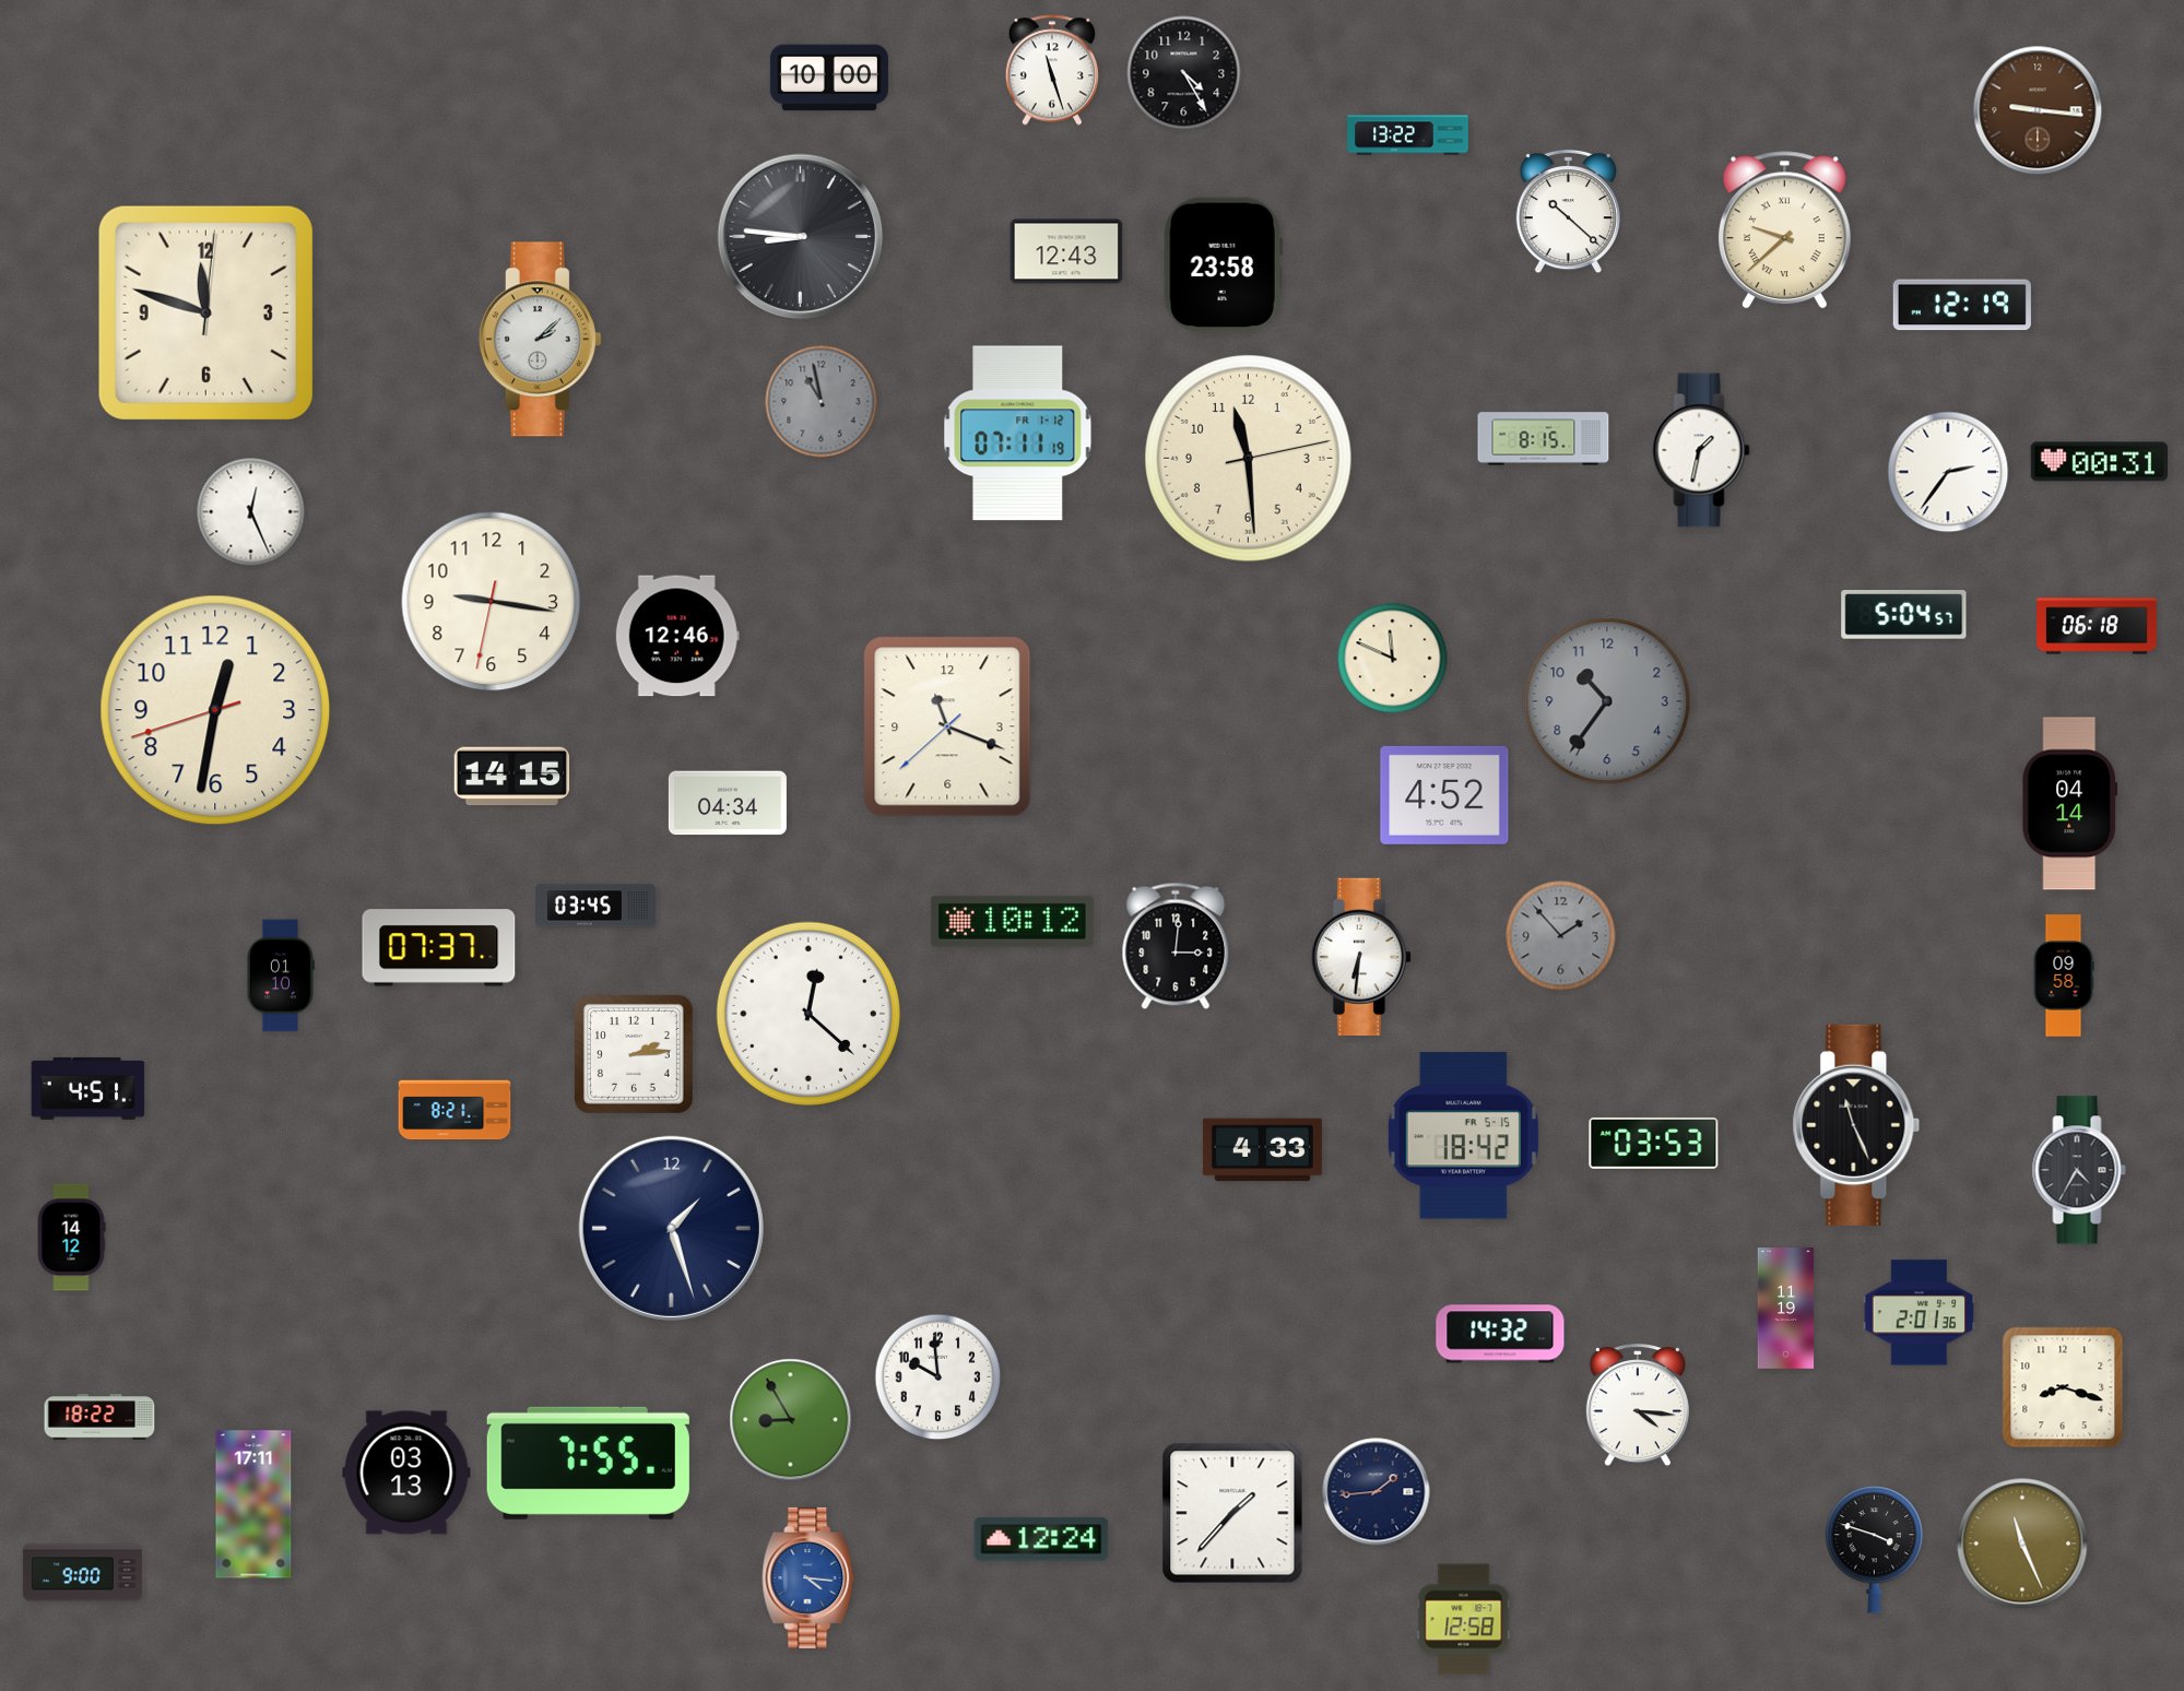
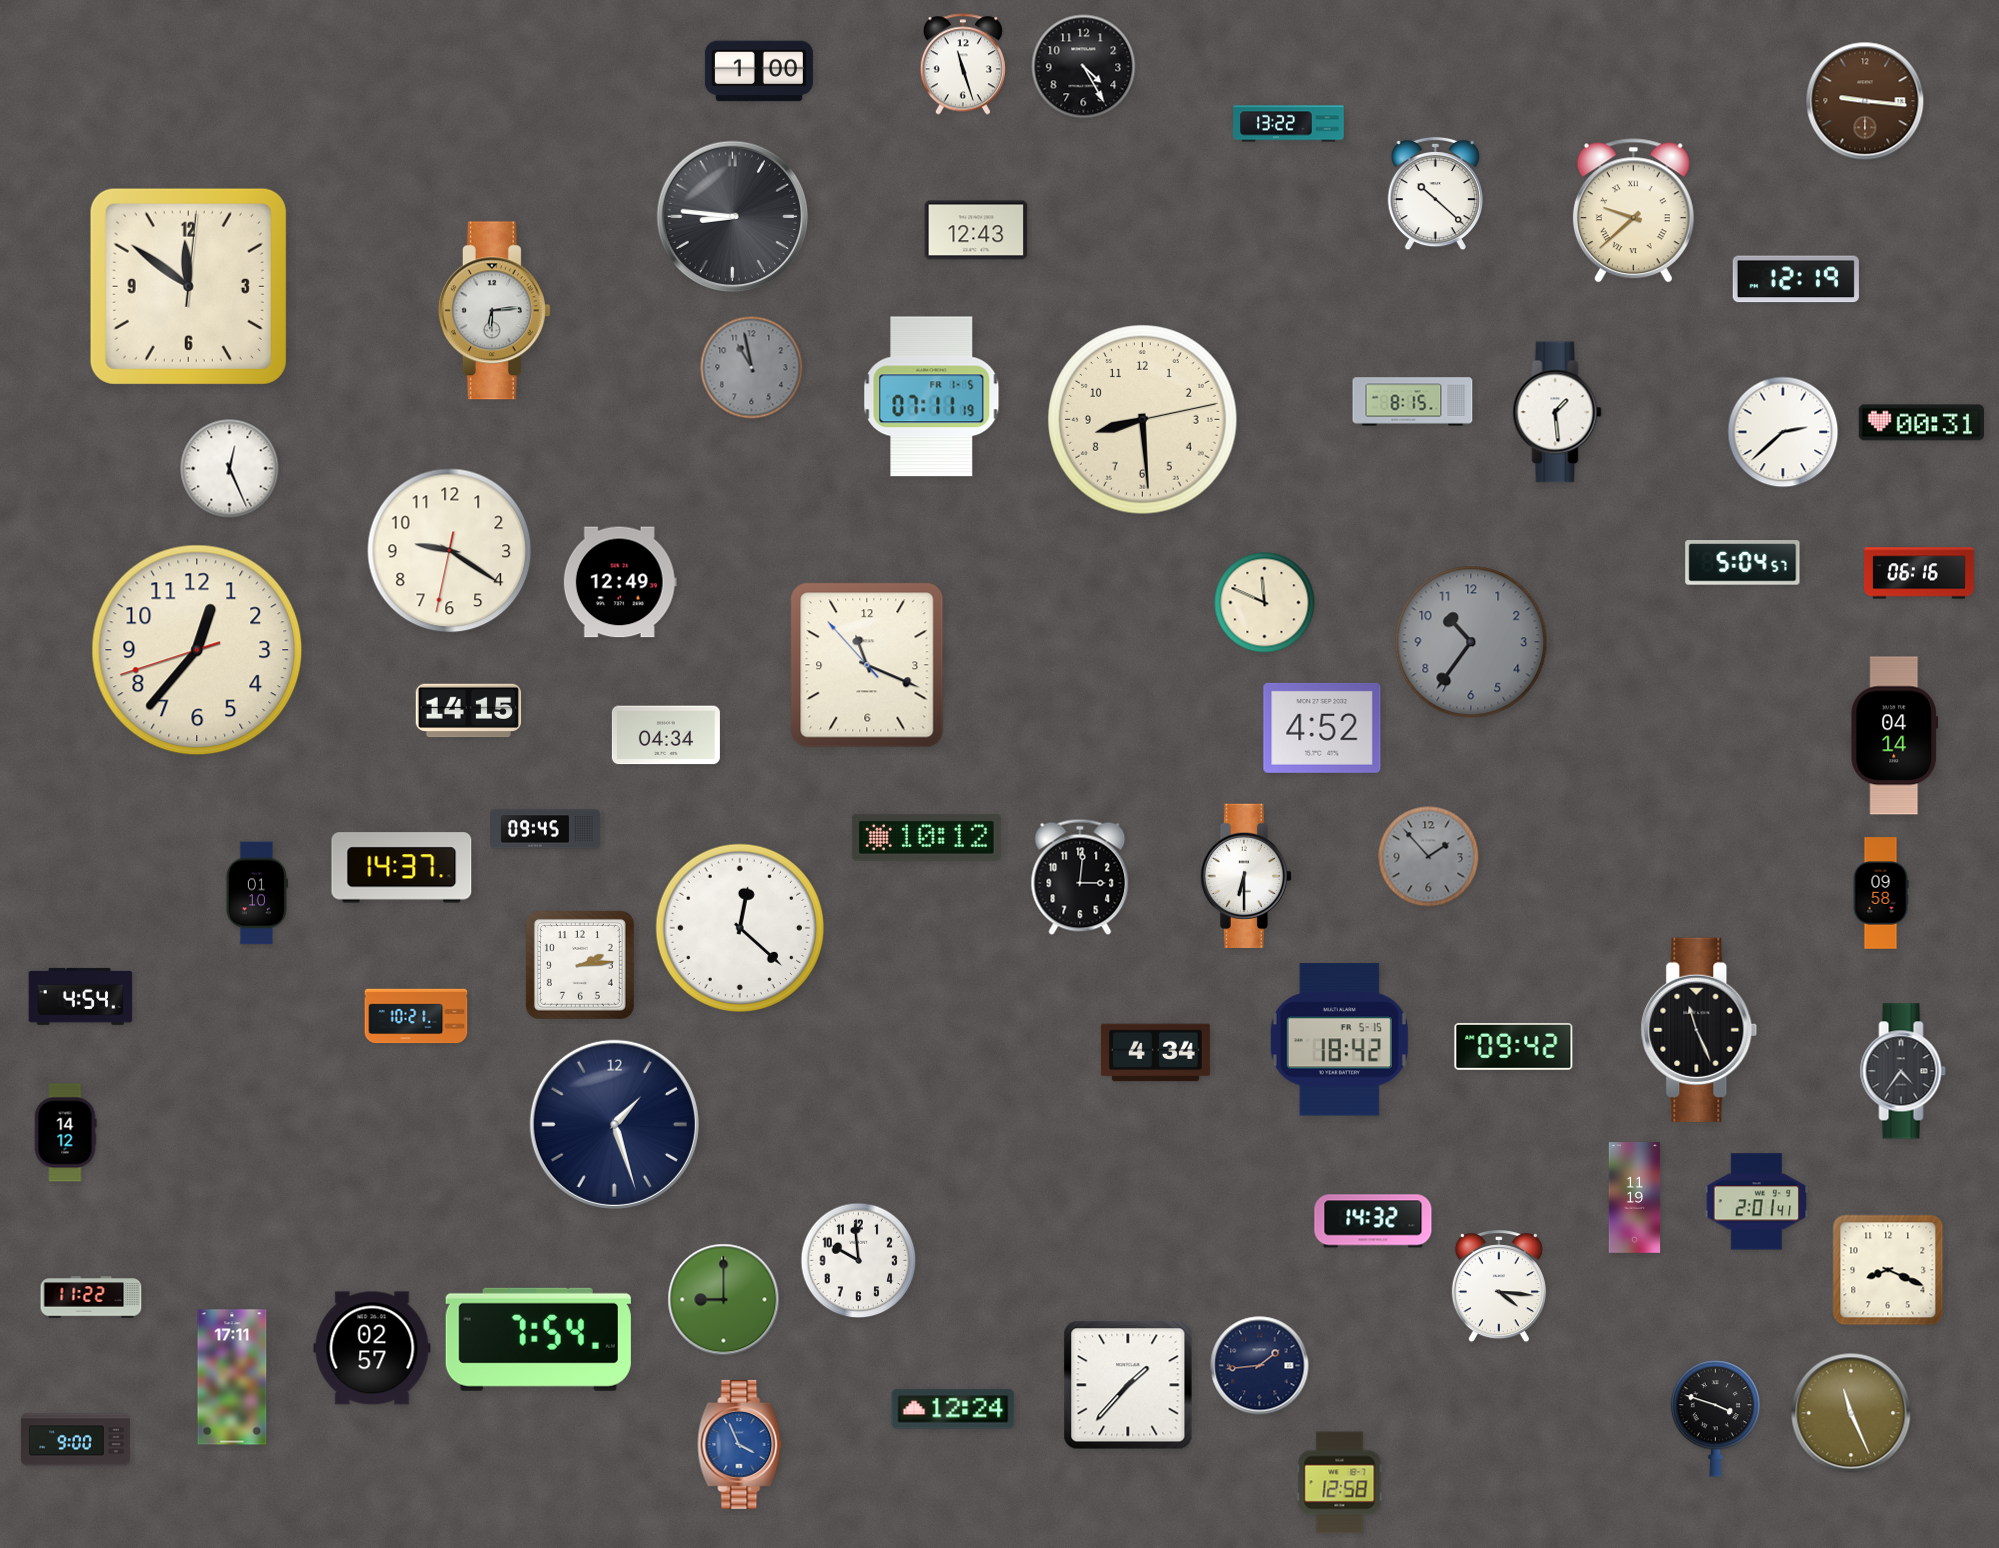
clock at (829, 78): 10:00 -> 1:00
clock at (1223, 265): 23:58 -> none
clock at (205, 312): 11:48 -> 11:51
clock at (540, 340): 2:08 -> 6:14
clock at (1018, 434) date: FR 1-12 -> FR 1-5
clock at (1701, 450): 1:32 -> 1:29
clock at (1249, 459): 11:29 -> 8:29
clock at (1948, 472): 2:36 -> 2:38
clock at (492, 602): 9:16 -> 9:20
clock at (2098, 626): 06:18 -> 06:16
clock at (677, 636): 12:46 -> 12:49
clock at (1393, 659) position: (1393, 659) -> (1265, 603)
clock at (215, 710): 12:31 -> 12:36
clock at (947, 726): 11:18:38 -> 11:18:53
clock at (597, 906): 03:45 -> 09:45
clock at (1012, 921) position: (1012, 921) -> (926, 837)
clock at (1176, 946) position: (1176, 946) -> (1080, 877)
clock at (439, 948): 07:37 -> 14:37
clock at (1360, 957): 6:31 -> 6:30
clock at (2064, 975) position: (2064, 975) -> (1881, 893)
clock at (88, 1088): 4:51 -> 4:54
clock at (454, 1110): 8:21 -> 10:21
clock at (1654, 1143): 03:53 -> 09:42
clock at (1262, 1150): 4:33 -> 4:34
clock at (2079, 1170): 4:35 -> 4:36
clock at (1920, 1313): 2:01:36 -> 2:01:41
clock at (2063, 1387): 8:18 -> 8:19
clock at (99, 1417): 18:22 -> 11:22
clock at (791, 1420): 8:55 -> 9:00
clock at (588, 1463): 7:55 -> 7:54
clock at (406, 1473): 03:13 -> 02:57
clock at (808, 1577): 4:16 -> 3:56
